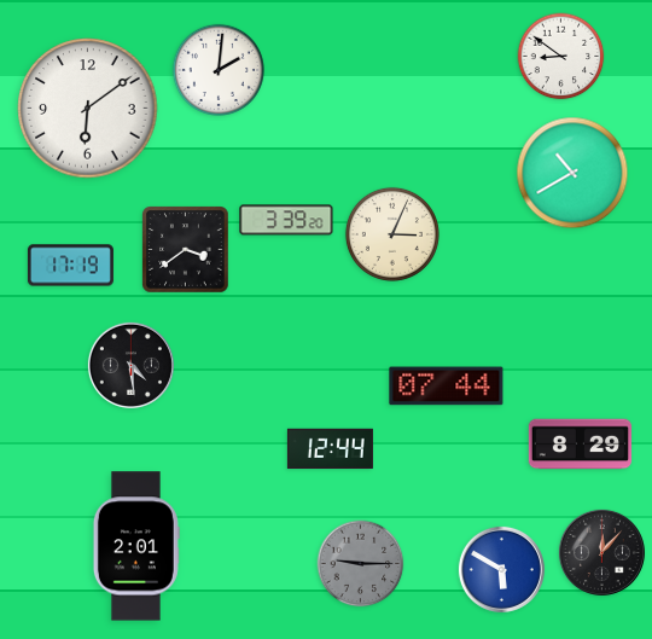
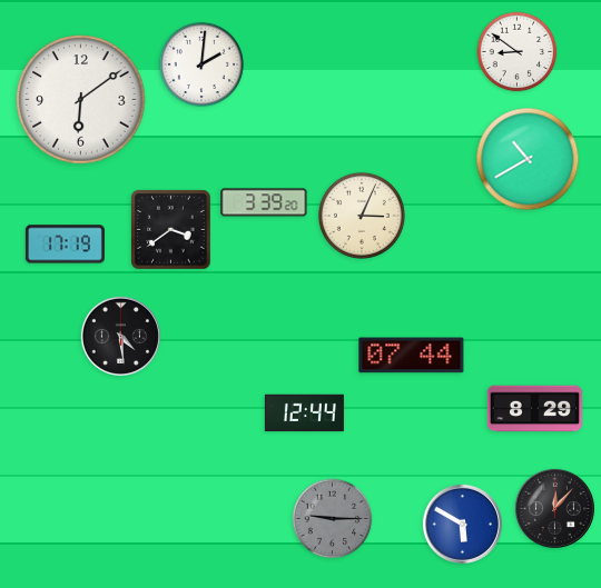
clock at (136, 546): 2:01 -> none
